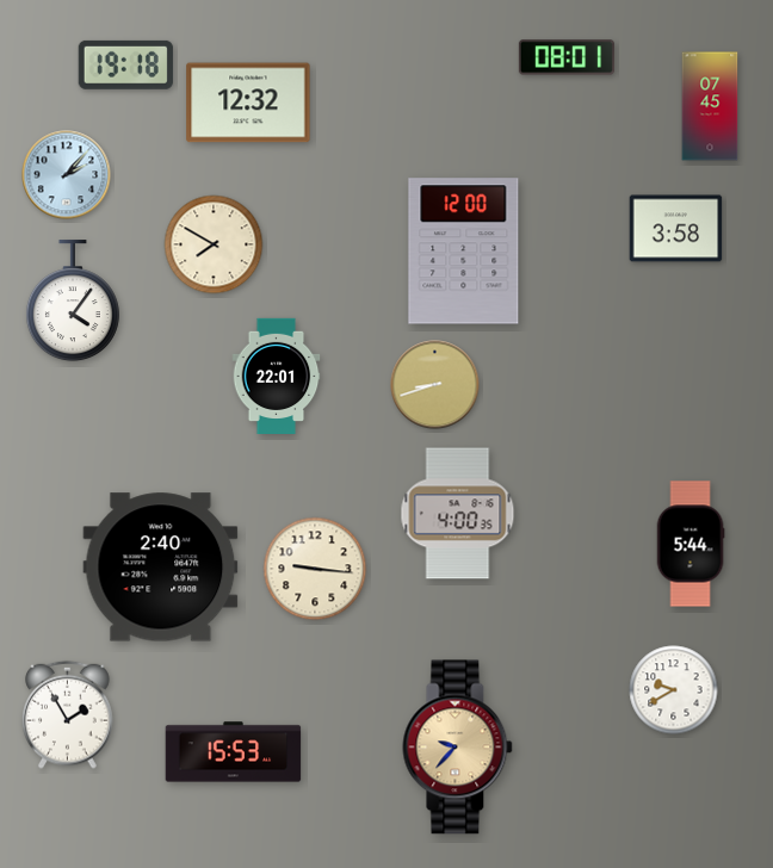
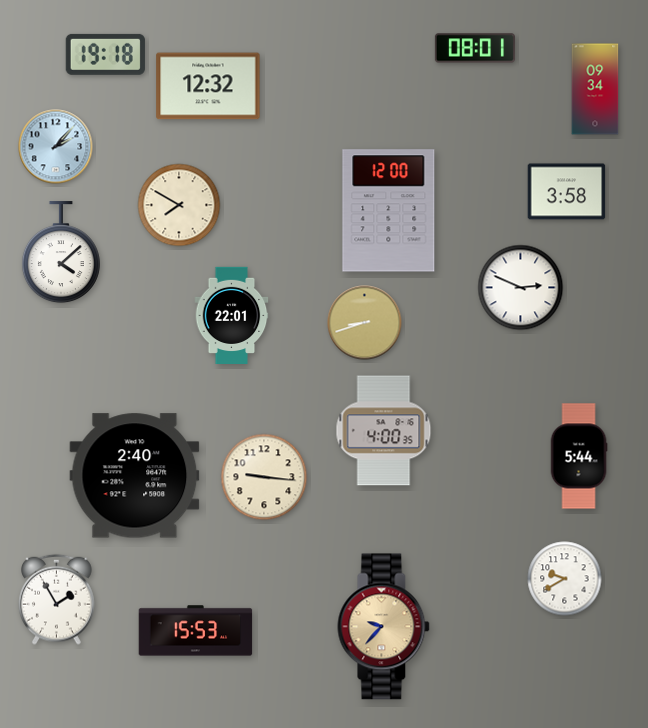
clock at (710, 106): 07:45 -> 09:34
clock at (73, 302): 4:06 -> 4:08
clock at (521, 288): none -> 2:49
